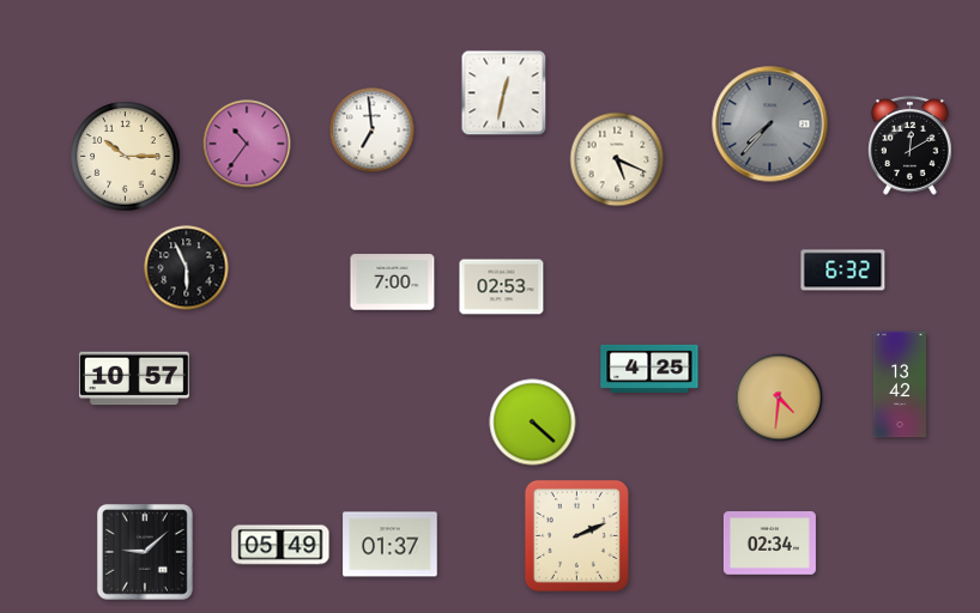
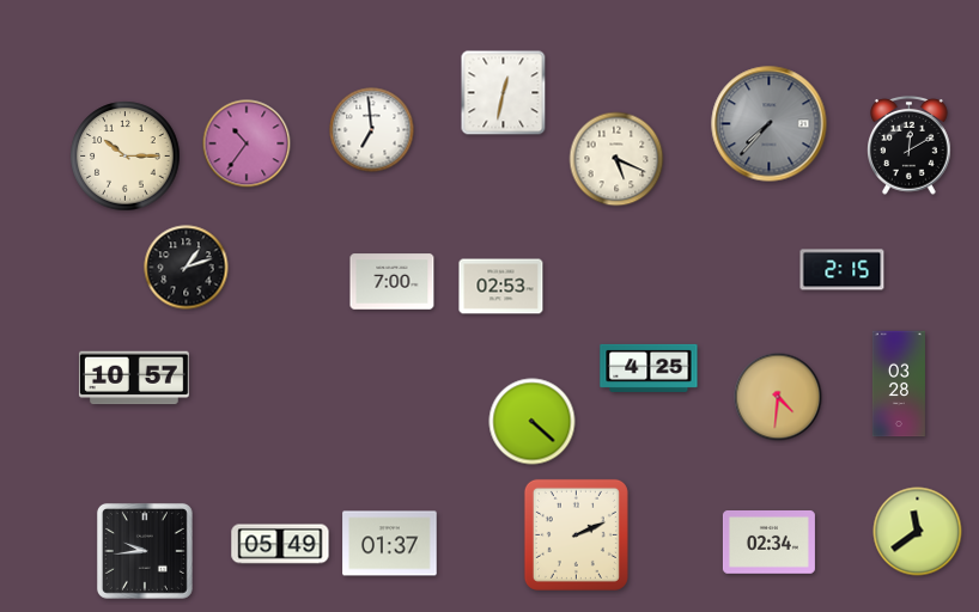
clock at (187, 268): 5:56 -> 1:12
clock at (843, 271): 6:32 -> 2:15
clock at (900, 384): 13:42 -> 03:28
clock at (918, 532): none -> 11:39
clock at (145, 552): 9:08 -> 9:44
